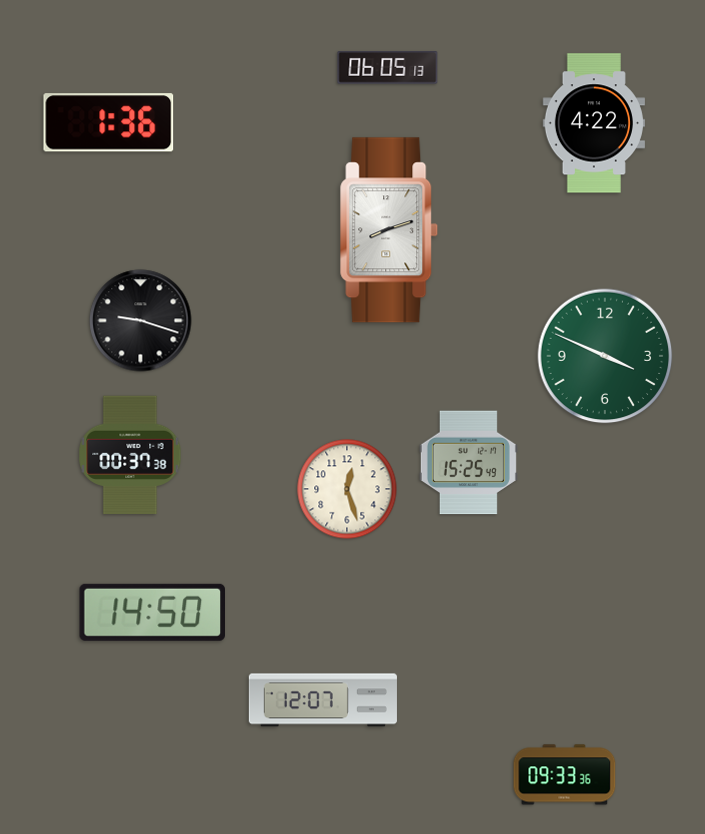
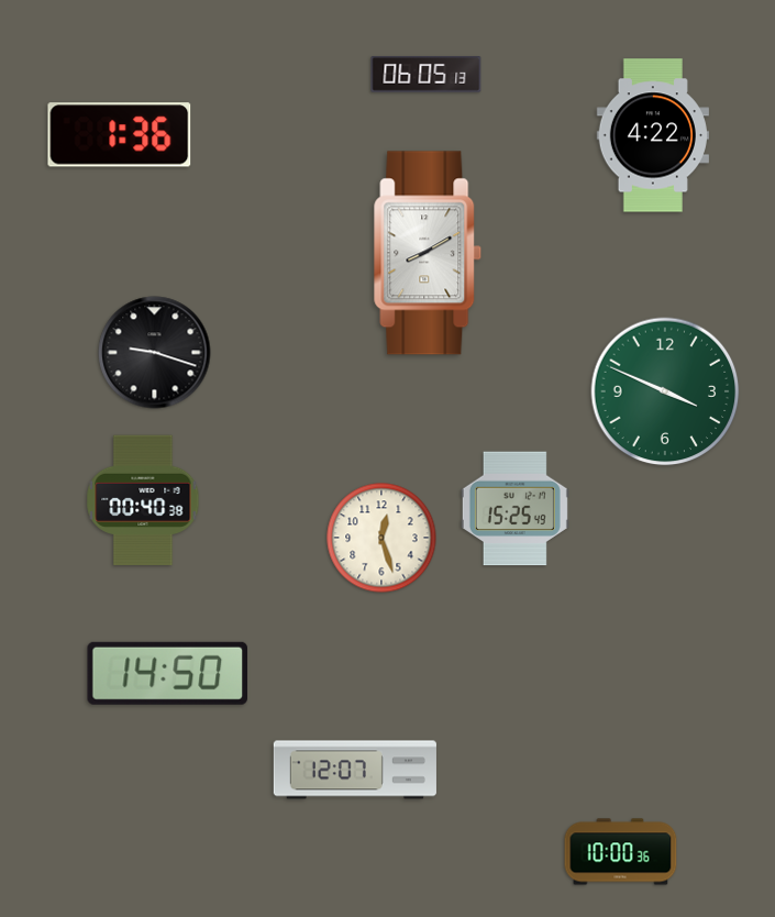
clock at (389, 230): 8:12 -> 8:10
clock at (130, 455): 00:37 -> 00:40
clock at (565, 775): 09:33 -> 10:00
